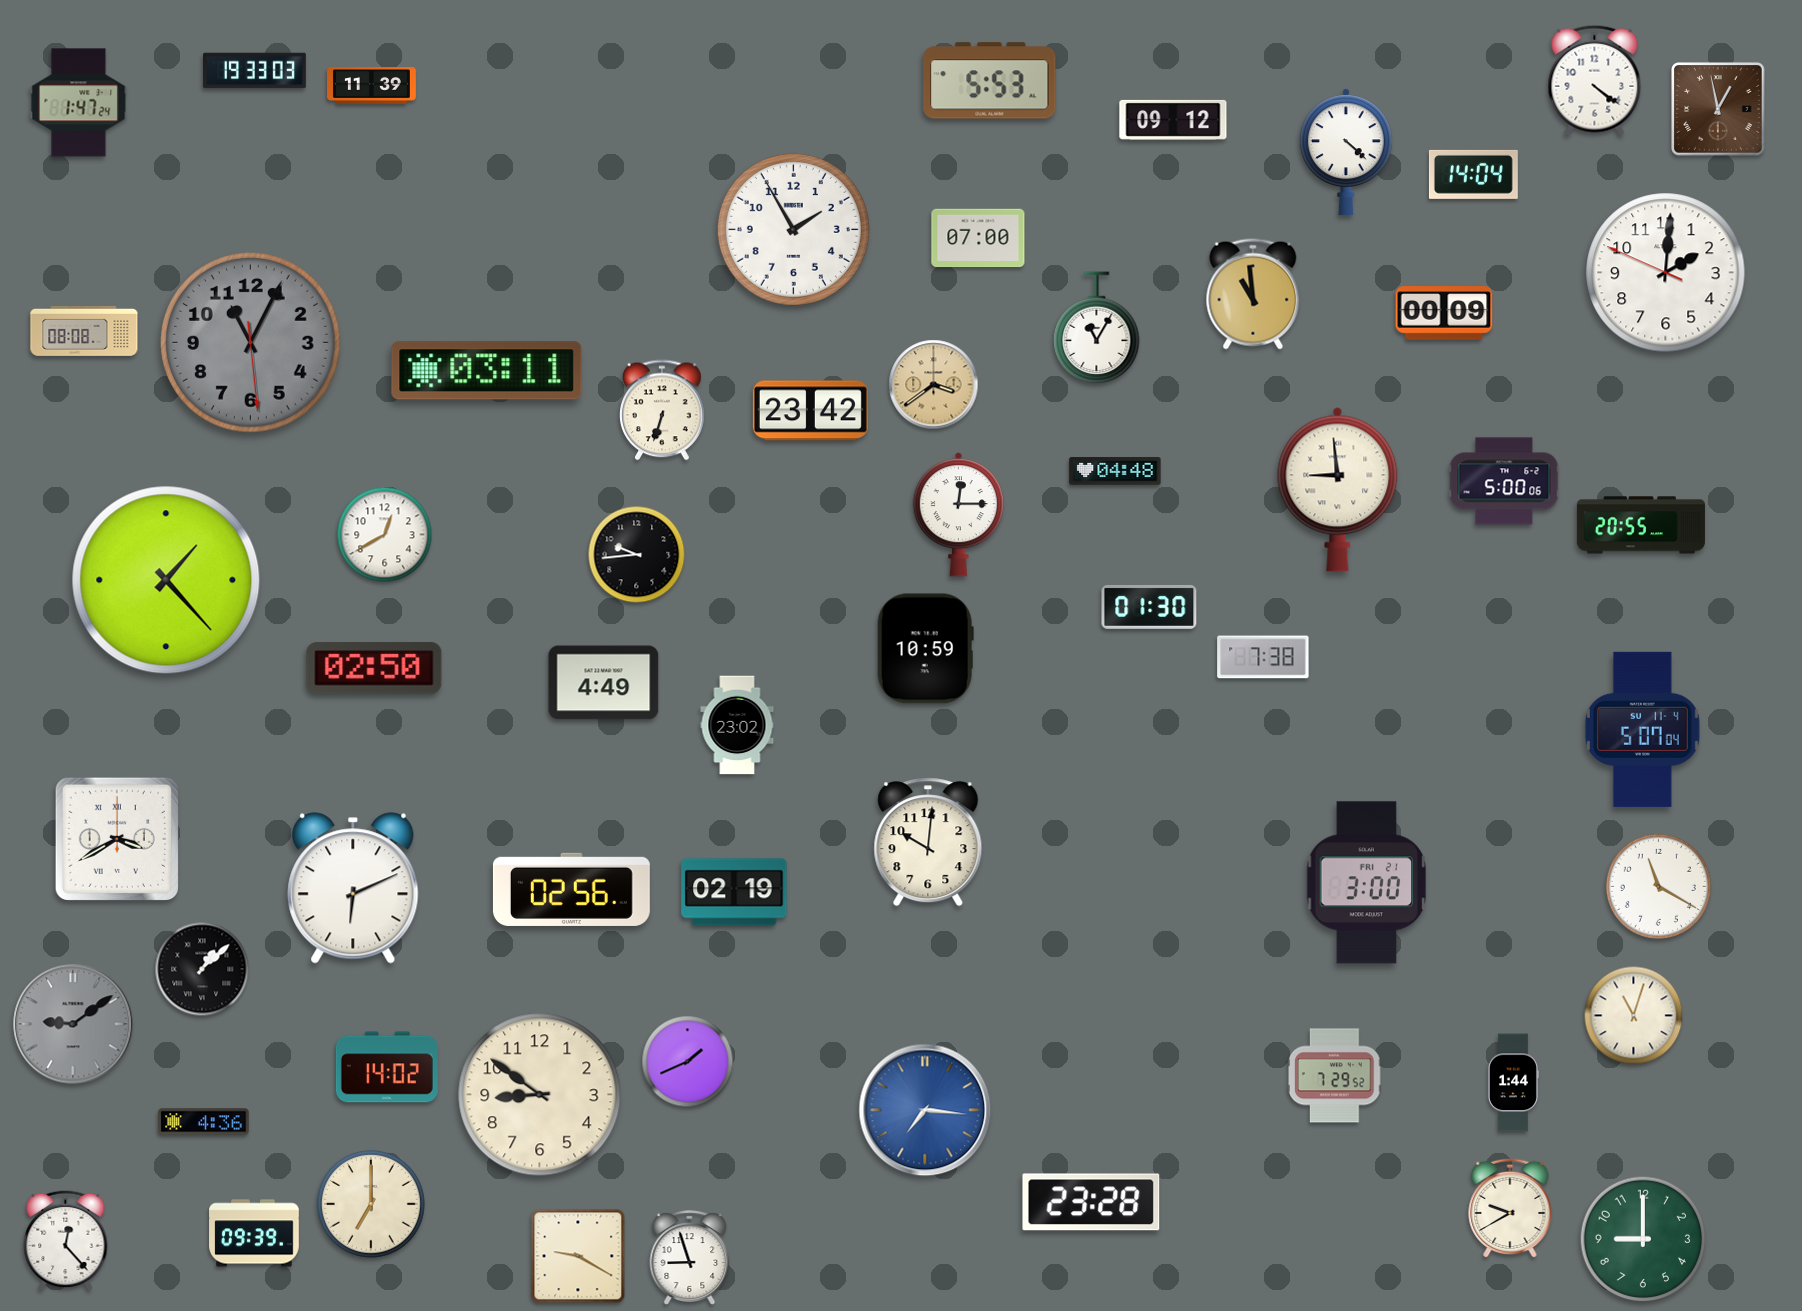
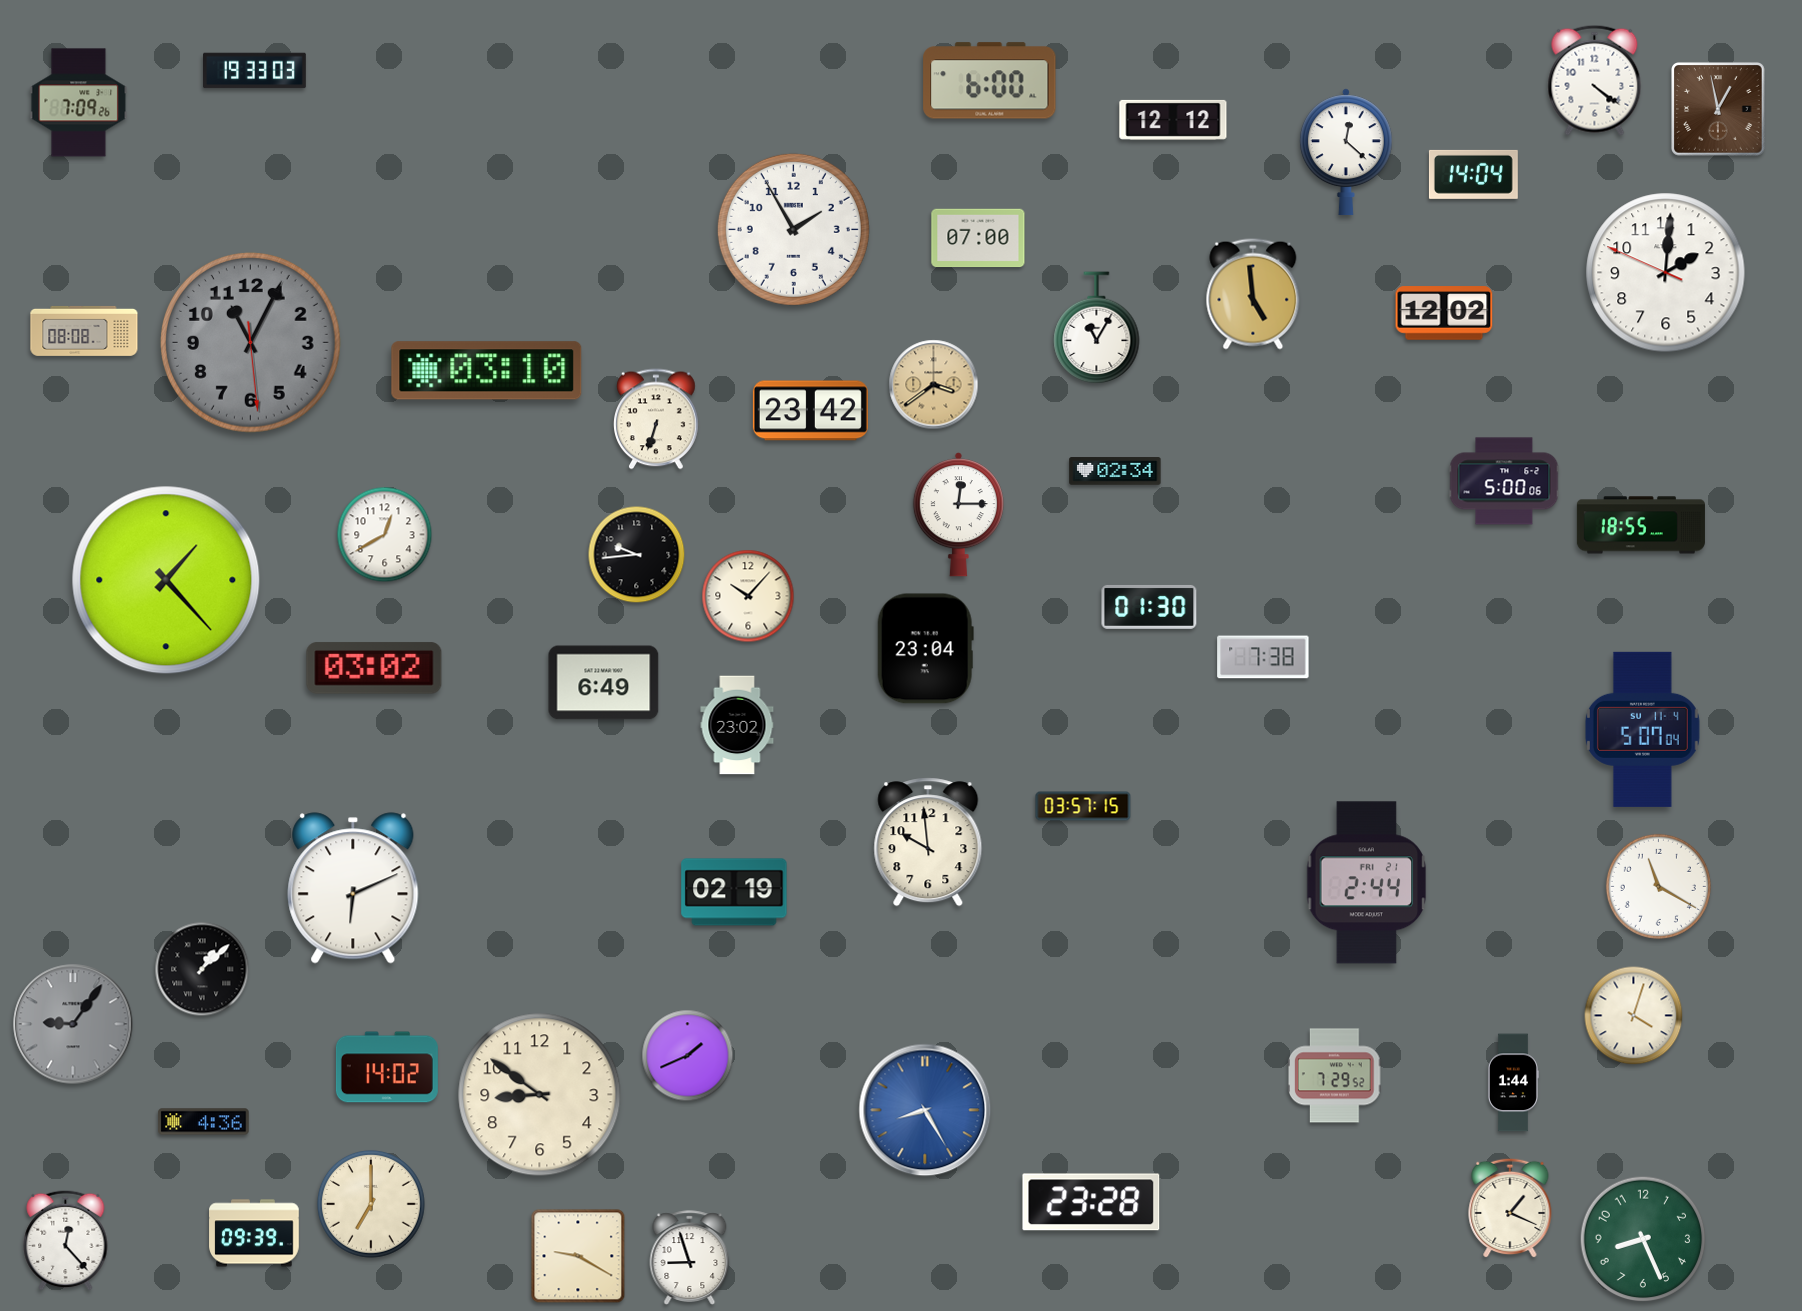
clock at (990, 81): 5:53 -> 6:00
clock at (372, 86): 11:39 -> none
clock at (79, 103): 1:47 -> 7:09
clock at (1173, 120): 09:12 -> 12:12
clock at (1346, 152): 4:22 -> 12:22
clock at (1253, 294): 10:59 -> 4:59
clock at (1444, 313): 00:09 -> 12:02
clock at (487, 371): 03:11 -> 03:10
clock at (663, 410) position: (663, 410) -> (657, 419)
clock at (1115, 471): 04:48 -> 02:34
clock at (1338, 489): 8:59 -> none
clock at (1641, 525): 20:55 -> 18:55
clock at (748, 596): none -> 10:07
clock at (925, 649): 10:59 -> 23:04
clock at (374, 668): 02:50 -> 03:02
clock at (604, 683): 4:49 -> 6:49
clock at (1083, 806): none -> 03:57
clock at (117, 838): 3:40 -> none
clock at (928, 842): 10:01 -> 9:59
clock at (1367, 883): 3:00 -> 2:44
clock at (571, 889): 02:56 -> none
clock at (1634, 1016): 11:03 -> 4:03
clock at (73, 1024): 9:09 -> 9:06
clock at (688, 1062) position: (688, 1062) -> (688, 1056)
clock at (925, 1110): 7:16 -> 8:25
clock at (1510, 1208): 9:40 -> 1:19
clock at (1643, 1239): 9:00 -> 8:26
